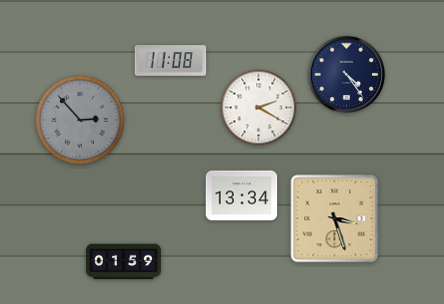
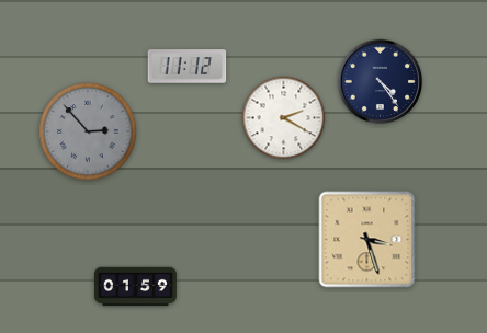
clock at (171, 61): 11:08 -> 11:12
clock at (242, 196): 13:34 -> none
